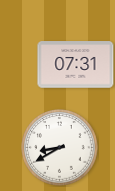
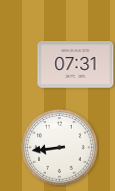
clock at (60, 148): 8:40 -> 8:44
